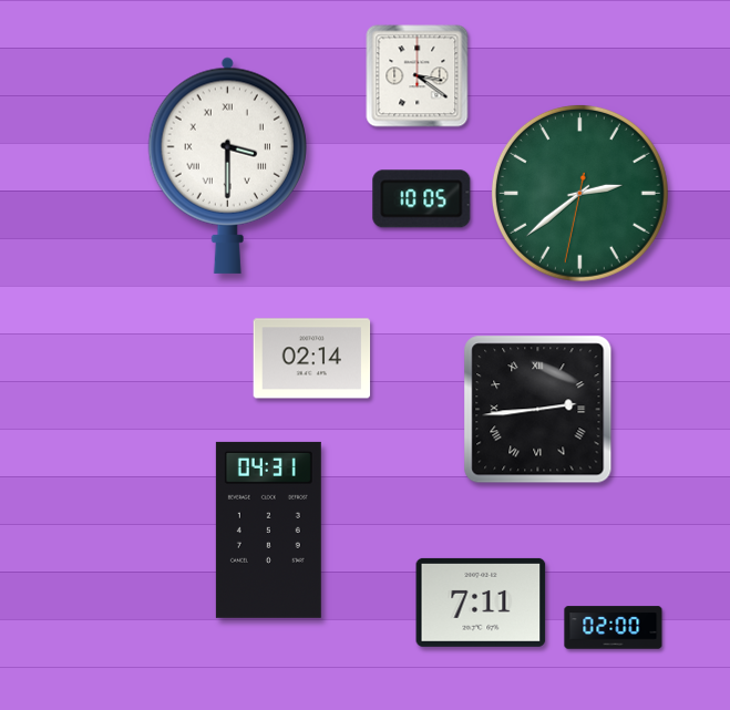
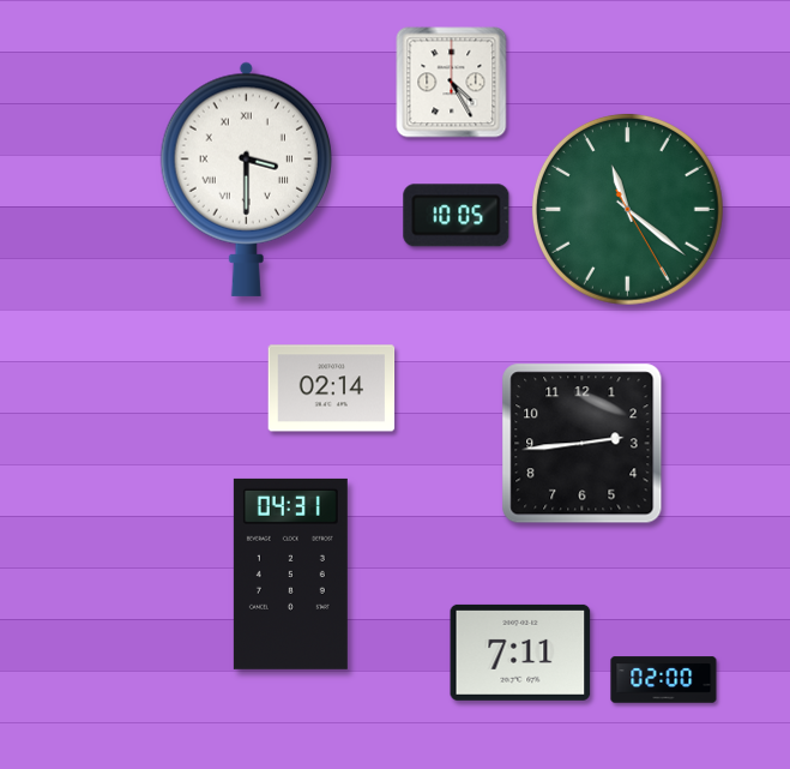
clock at (418, 76): 3:21 -> 4:25
clock at (579, 193): 2:38 -> 11:21
clock at (312, 359) position: (312, 359) -> (332, 389)
clock at (538, 410) numerals: Roman -> Arabic
